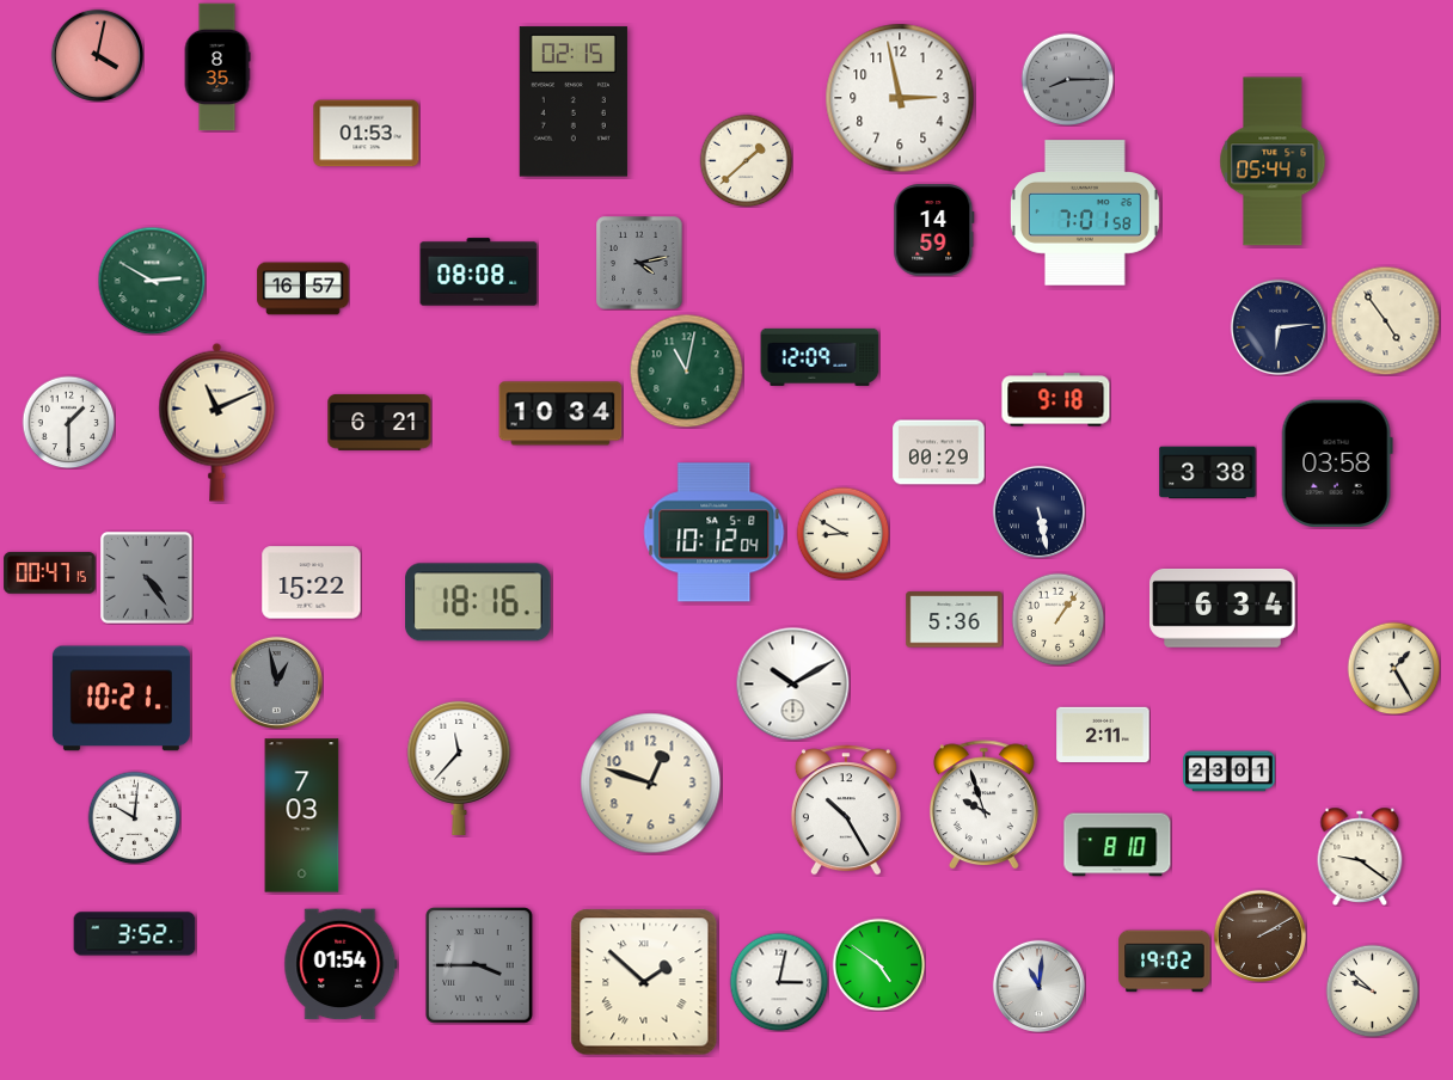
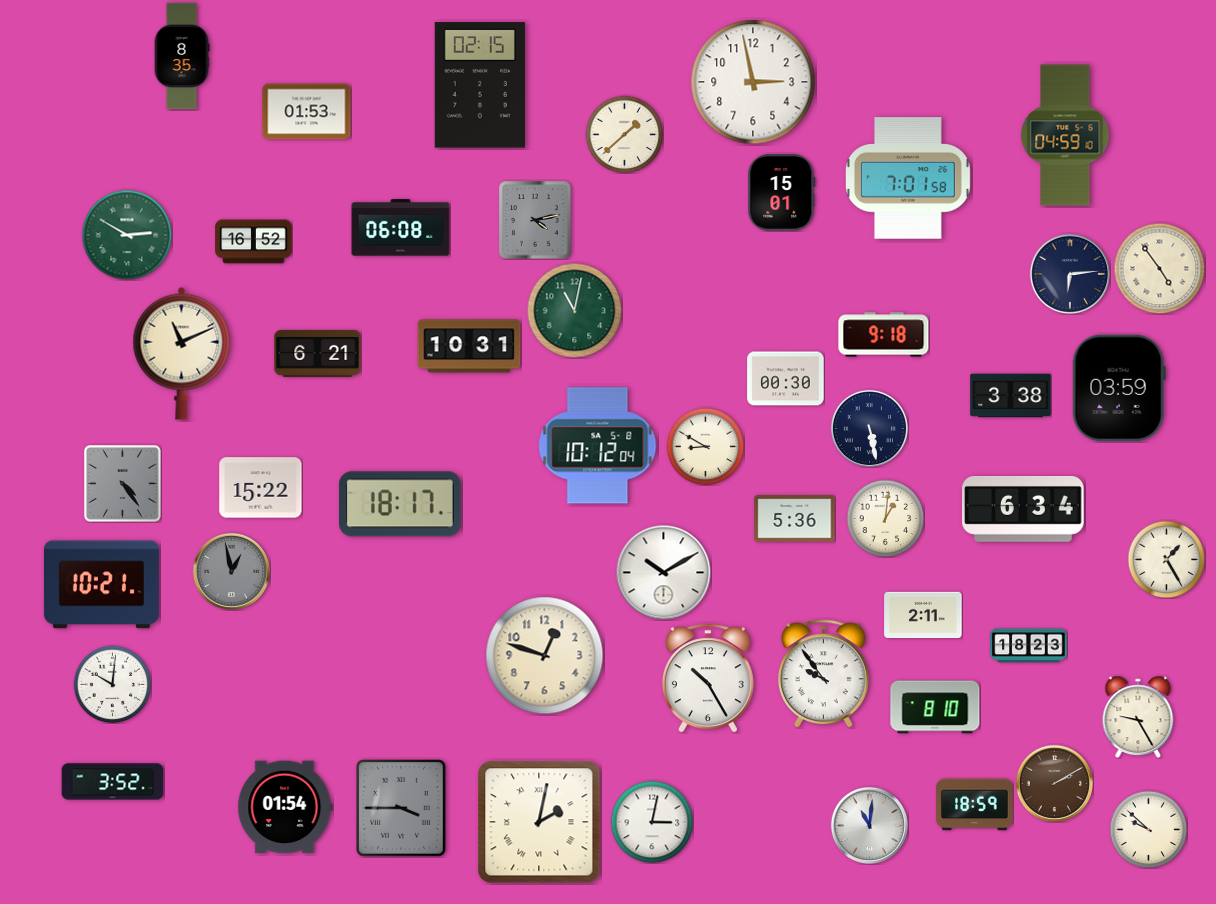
clock at (97, 55): 4:02 -> none
clock at (1067, 79): 8:15 -> none
clock at (1273, 161): 05:44 -> 04:59
clock at (934, 231): 14:59 -> 15:01
clock at (479, 272): 08:08 -> 06:08
clock at (304, 289): 16:57 -> 16:52
clock at (820, 357): 12:09 -> none
clock at (560, 413): 10:34 -> 10:31
clock at (68, 422): 1:30 -> none
clock at (939, 453): 00:29 -> 00:30
clock at (1337, 464): 03:58 -> 03:59
clock at (50, 573): 00:47 -> none
clock at (479, 602): 18:16 -> 18:17
clock at (1057, 619): 1:06 -> 1:01
clock at (955, 620) position: (955, 620) -> (795, 519)
clock at (459, 767): 11:37 -> none
clock at (1230, 772): 23:01 -> 18:23
clock at (983, 805): 9:57 -> 9:54
clock at (302, 816): 7:03 -> none
clock at (1360, 855): 9:21 -> 9:25
clock at (1165, 962): 19:02 -> 18:59
clock at (878, 964): 4:51 -> none
clock at (644, 982): 1:52 -> 2:02
